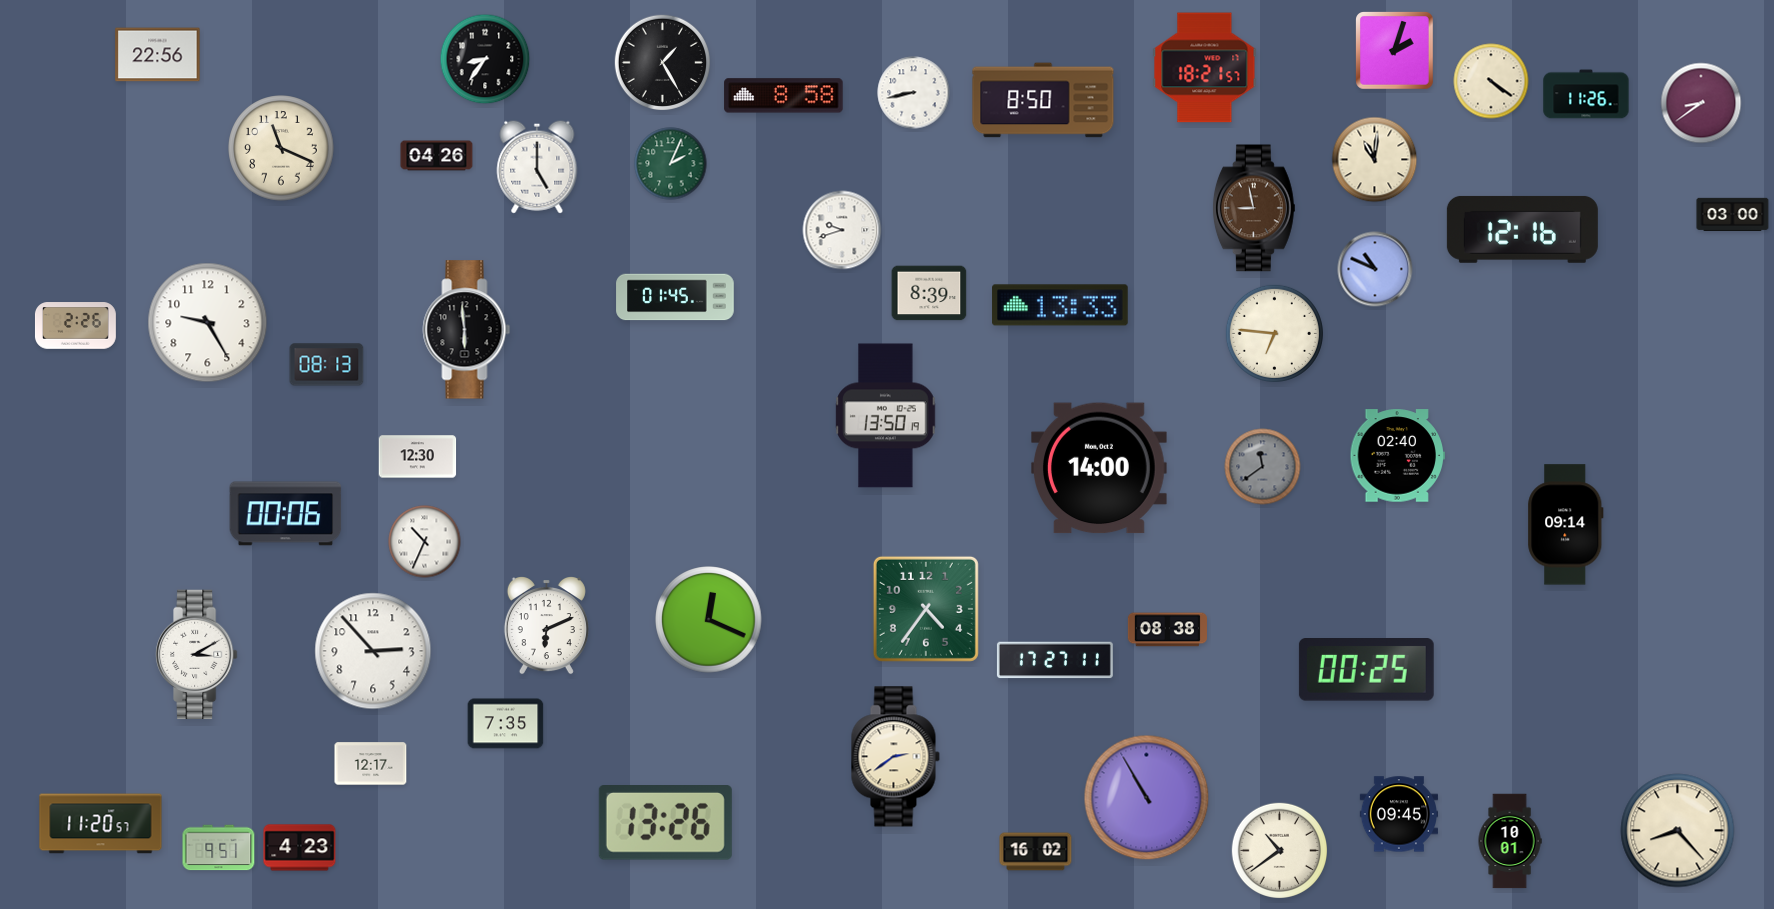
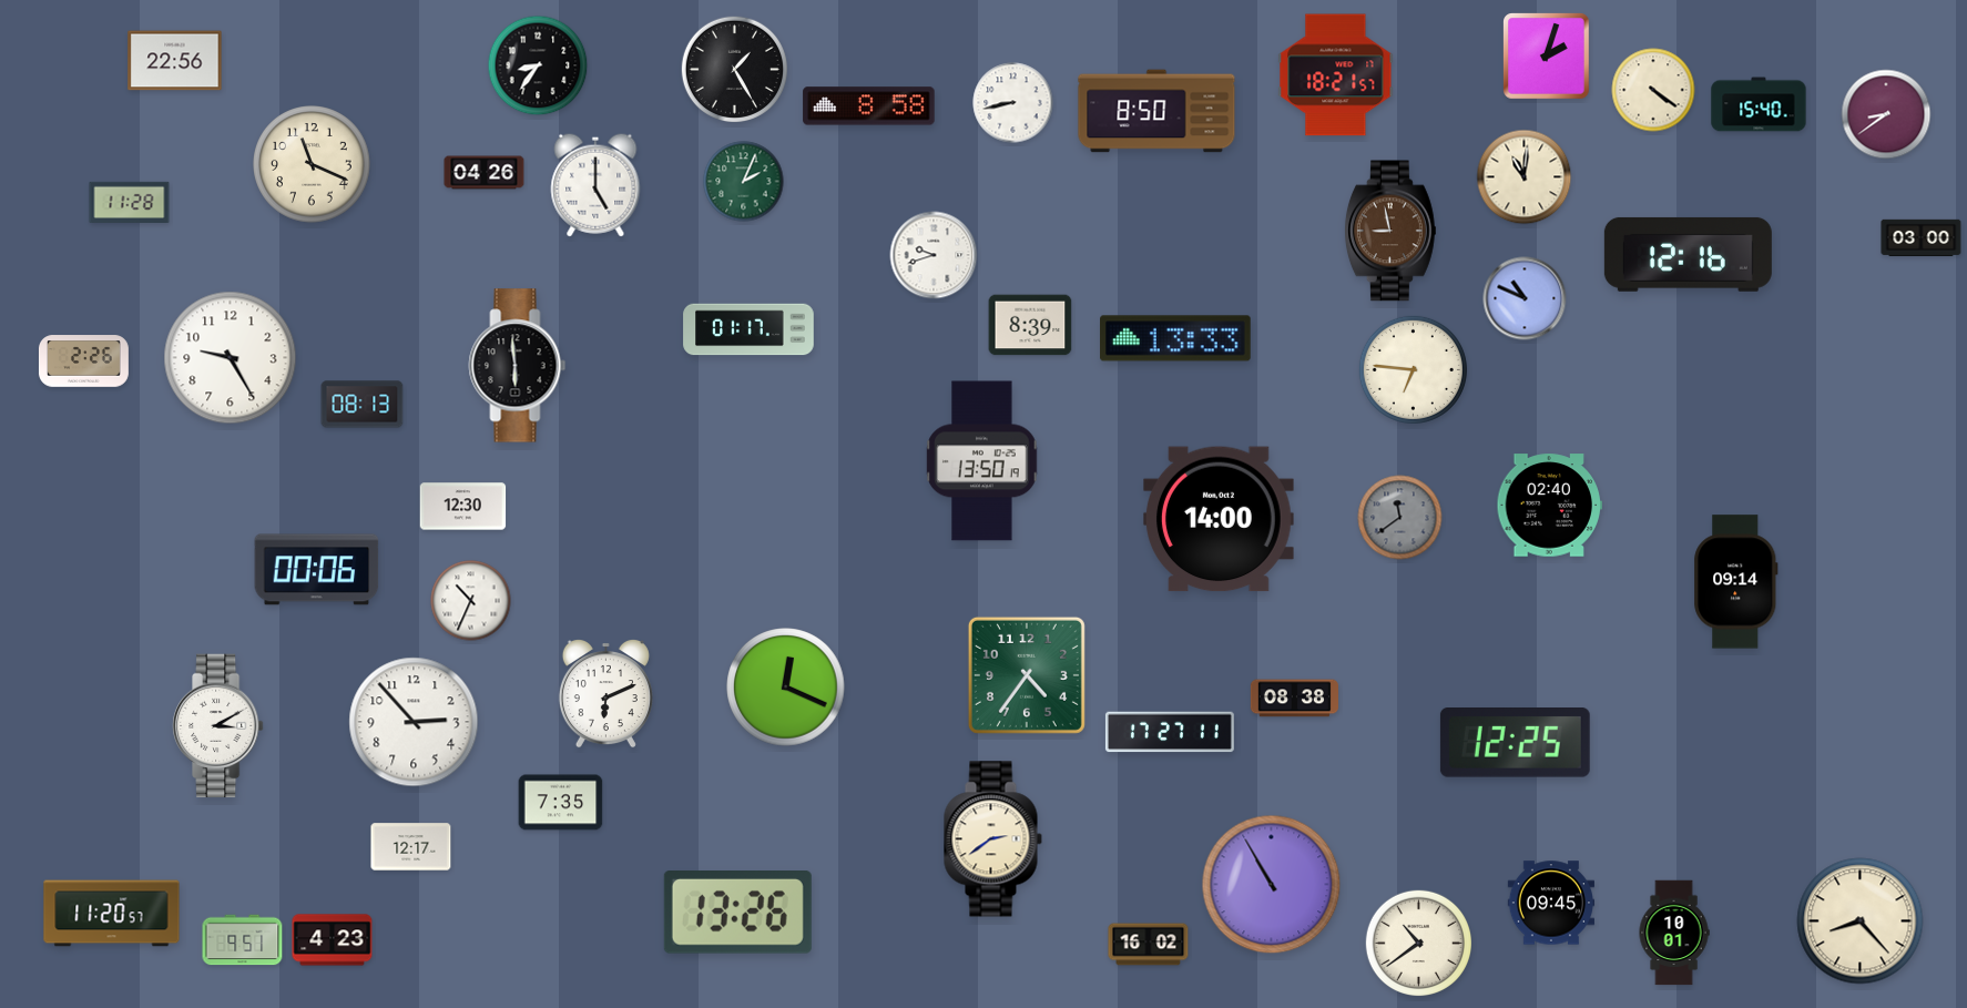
clock at (1586, 94): 11:26 -> 15:40
clock at (130, 202): none -> 11:28
clock at (675, 297): 01:45 -> 01:17
clock at (1366, 670): 00:25 -> 12:25
